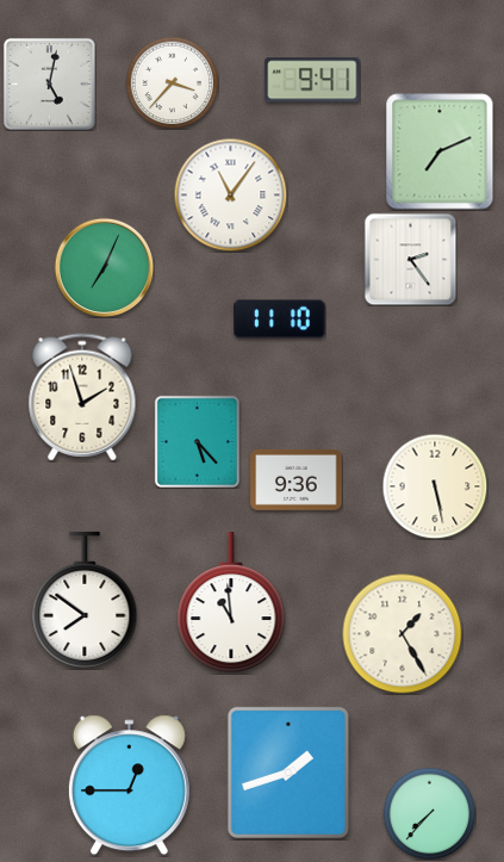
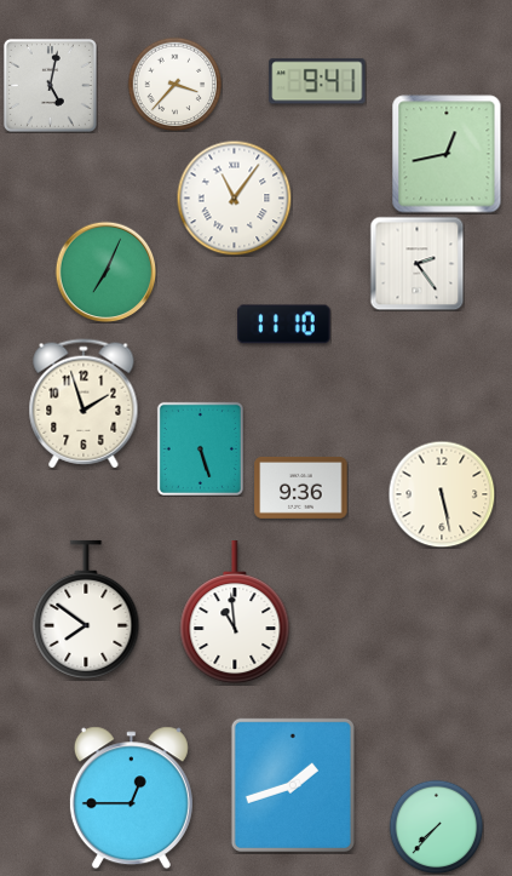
clock at (440, 151): 7:11 -> 12:43
clock at (197, 441): 5:23 -> 5:27
clock at (403, 634): 1:25 -> none
